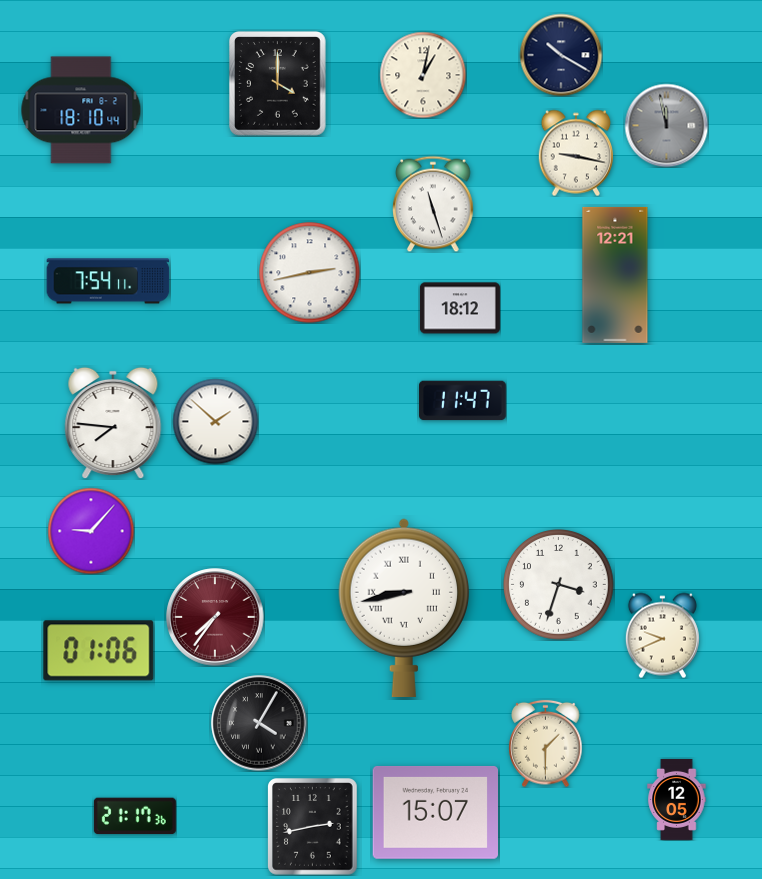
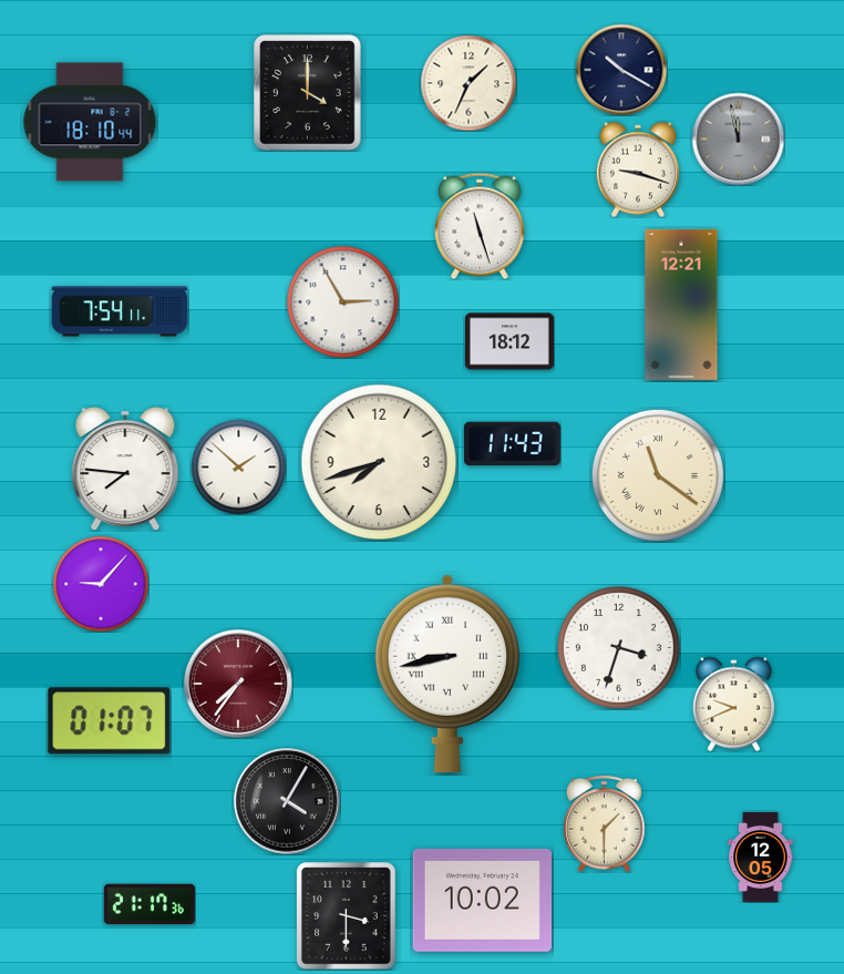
clock at (561, 55) position: (561, 55) -> (621, 70)
clock at (423, 75): 1:02 -> 1:34
clock at (575, 153): 9:17 -> 9:18
clock at (310, 273): 2:43 -> 2:55
clock at (463, 401): 11:47 -> 11:43
clock at (379, 462): none -> 7:42
clock at (658, 475): none -> 11:21
clock at (91, 531) position: (91, 531) -> (101, 584)
clock at (99, 651): 01:06 -> 01:07
clock at (677, 799) position: (677, 799) -> (761, 857)
clock at (435, 812): 15:07 -> 10:02
clock at (313, 827): 2:43 -> 3:30
